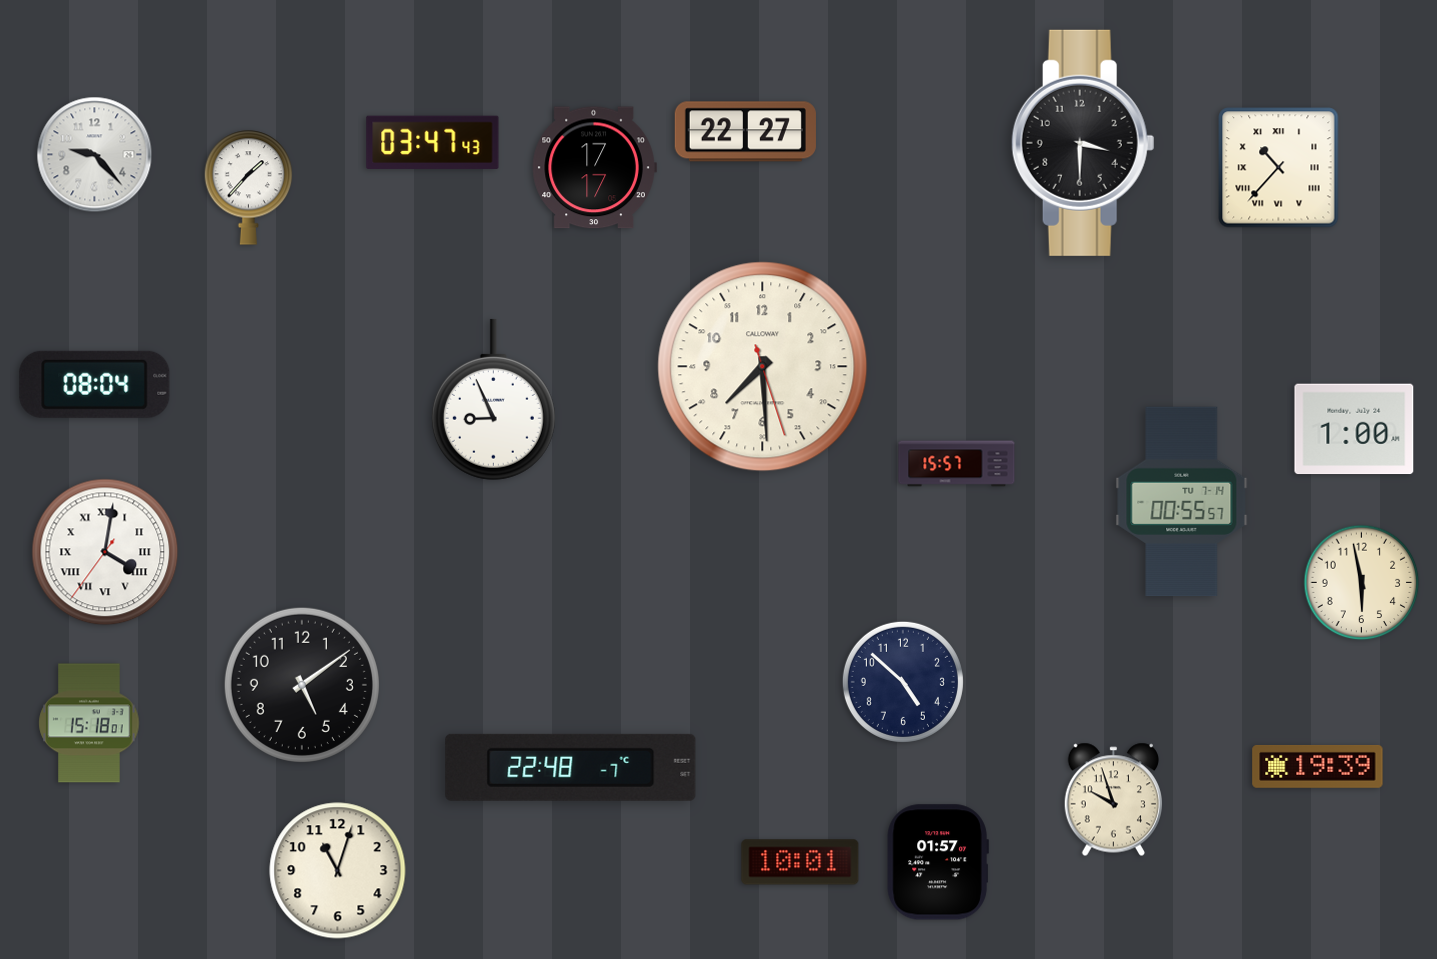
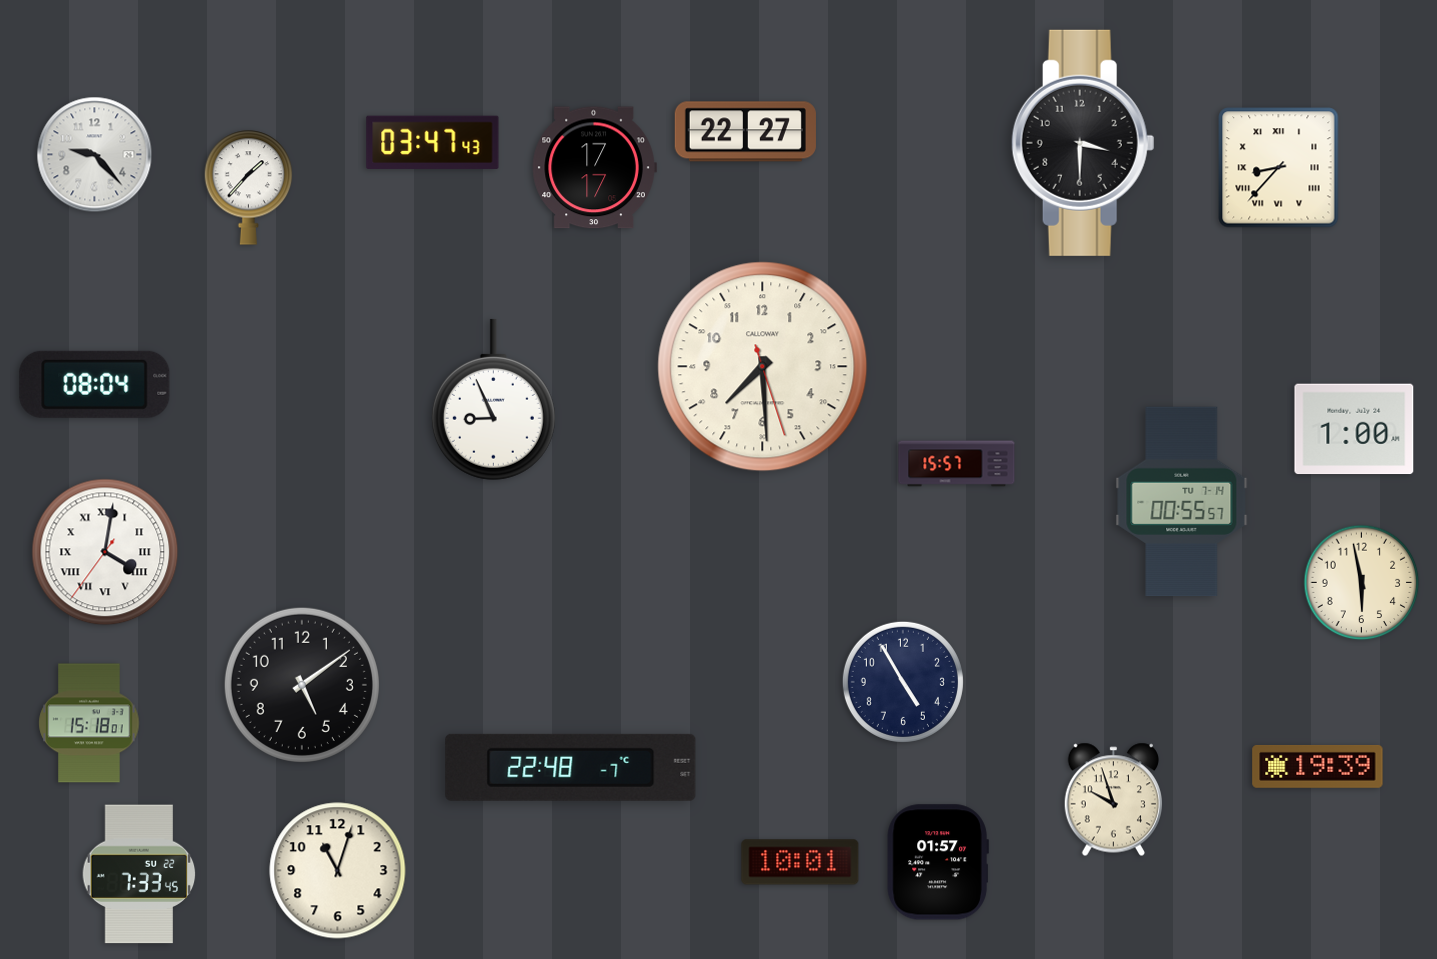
clock at (1279, 168): 10:37 -> 8:37
clock at (903, 682): 4:52 -> 4:55
clock at (139, 874): none -> 7:33
